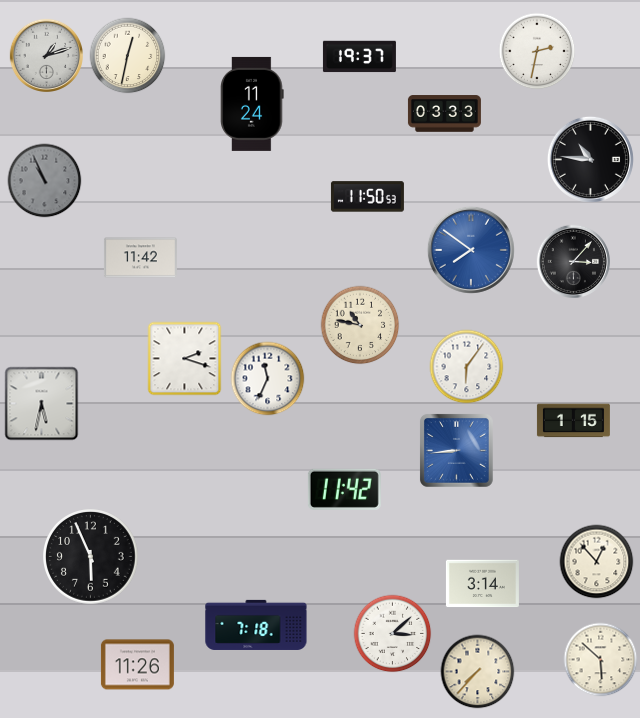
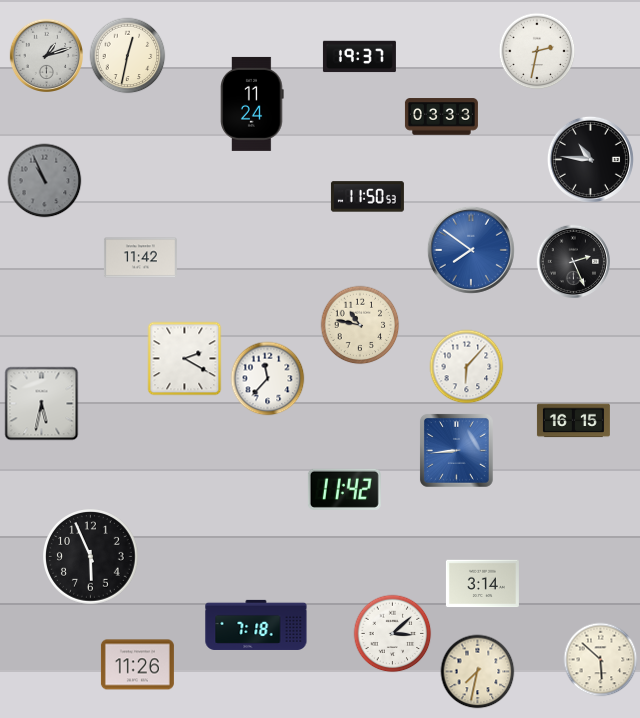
clock at (444, 114) position: (444, 114) -> (441, 117)
clock at (573, 261): 3:07 -> 2:26
clock at (185, 359): 2:18 -> 2:20
clock at (467, 367): 6:06 -> 6:07
clock at (268, 379): 11:34 -> 11:37
clock at (573, 421): 1:15 -> 16:15
clock at (597, 562): 12:53 -> none
clock at (478, 672): 7:37 -> 7:32
